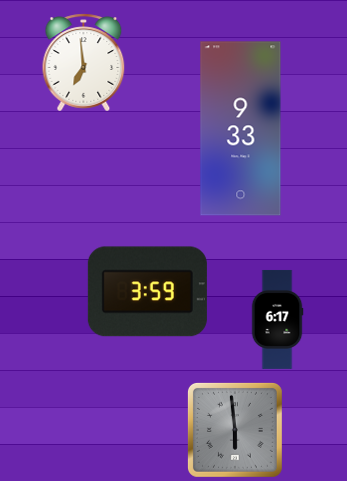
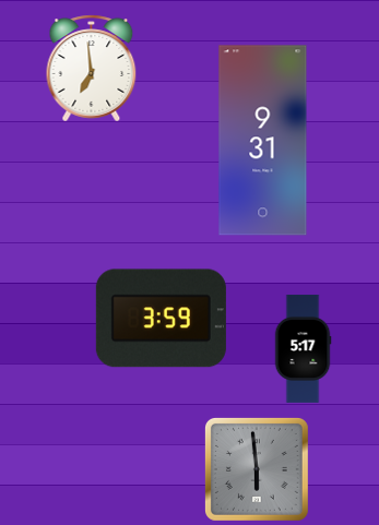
clock at (241, 129): 9:33 -> 9:31
clock at (277, 319): 6:17 -> 5:17
